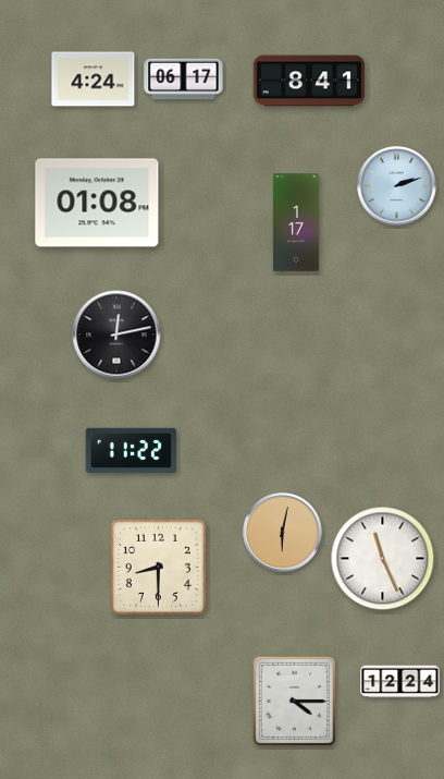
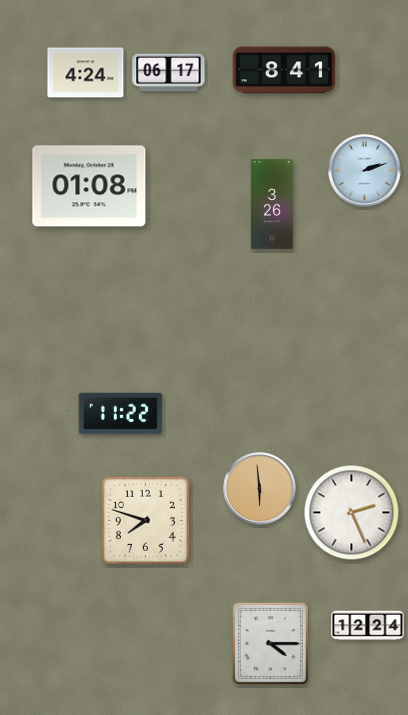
clock at (309, 81) position: (309, 81) -> (284, 70)
clock at (296, 222): 1:17 -> 3:26
clock at (116, 334): 12:13 -> none
clock at (283, 533): 6:02 -> 5:59
clock at (383, 559): 11:26 -> 2:26
clock at (158, 567): 8:30 -> 7:48
